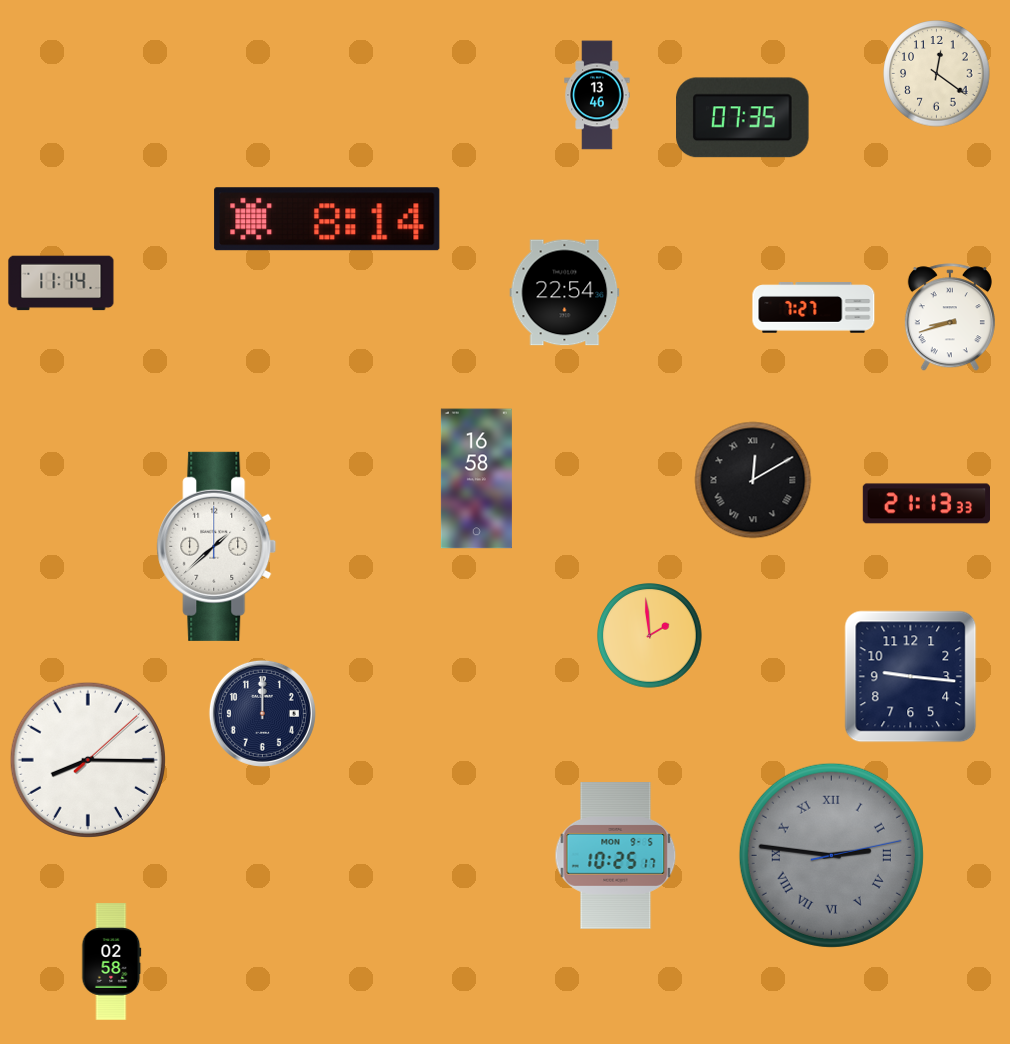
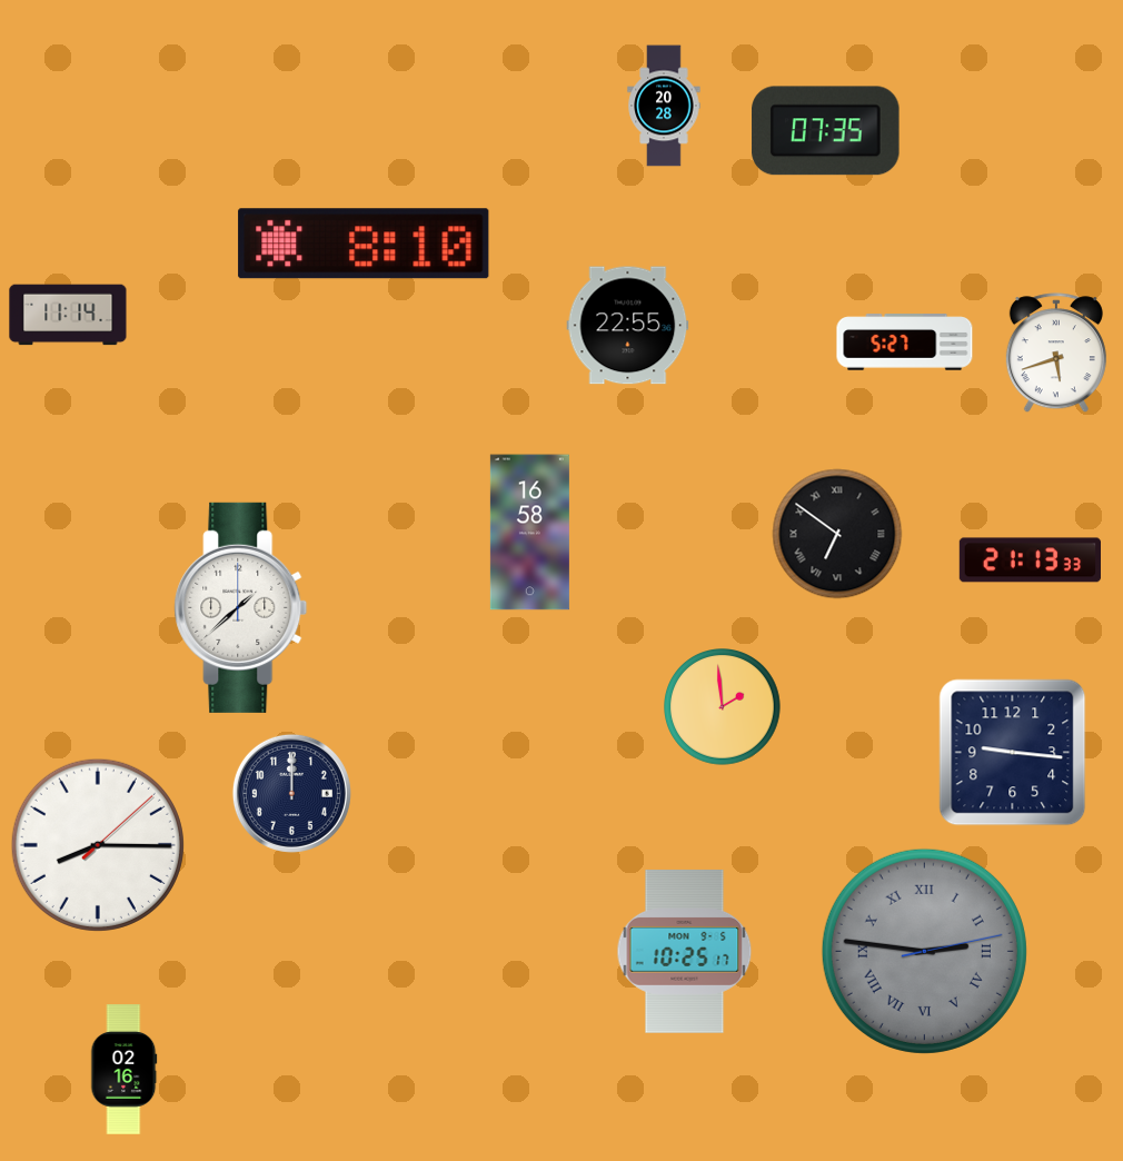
clock at (937, 74): 12:21 -> none
clock at (597, 95): 13:46 -> 20:28
clock at (327, 219): 8:14 -> 8:10
clock at (565, 293): 22:54 -> 22:55
clock at (814, 308): 7:27 -> 5:27
clock at (950, 318): 8:42 -> 5:42
clock at (753, 480): 12:10 -> 6:51
clock at (112, 962): 02:58 -> 02:16
